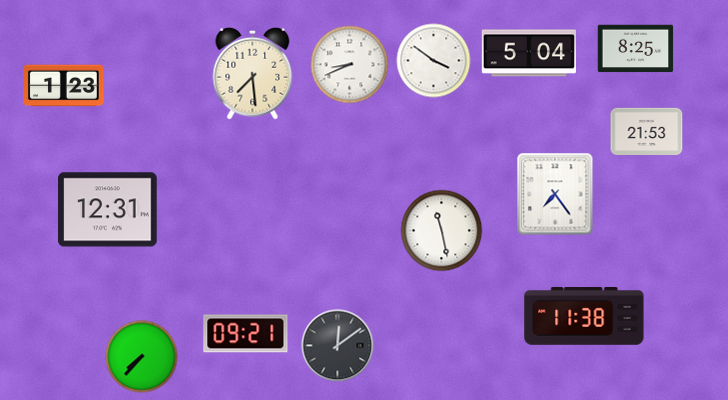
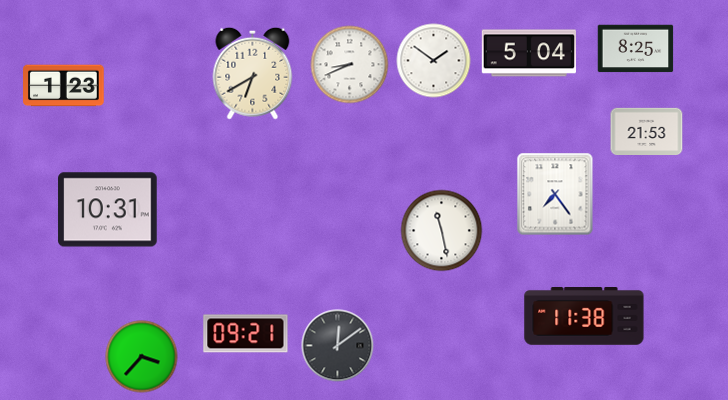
clock at (434, 61): 3:51 -> 1:51
clock at (253, 73): 7:29 -> 6:40
clock at (108, 210): 12:31 -> 10:31
clock at (142, 357): 7:37 -> 3:37
